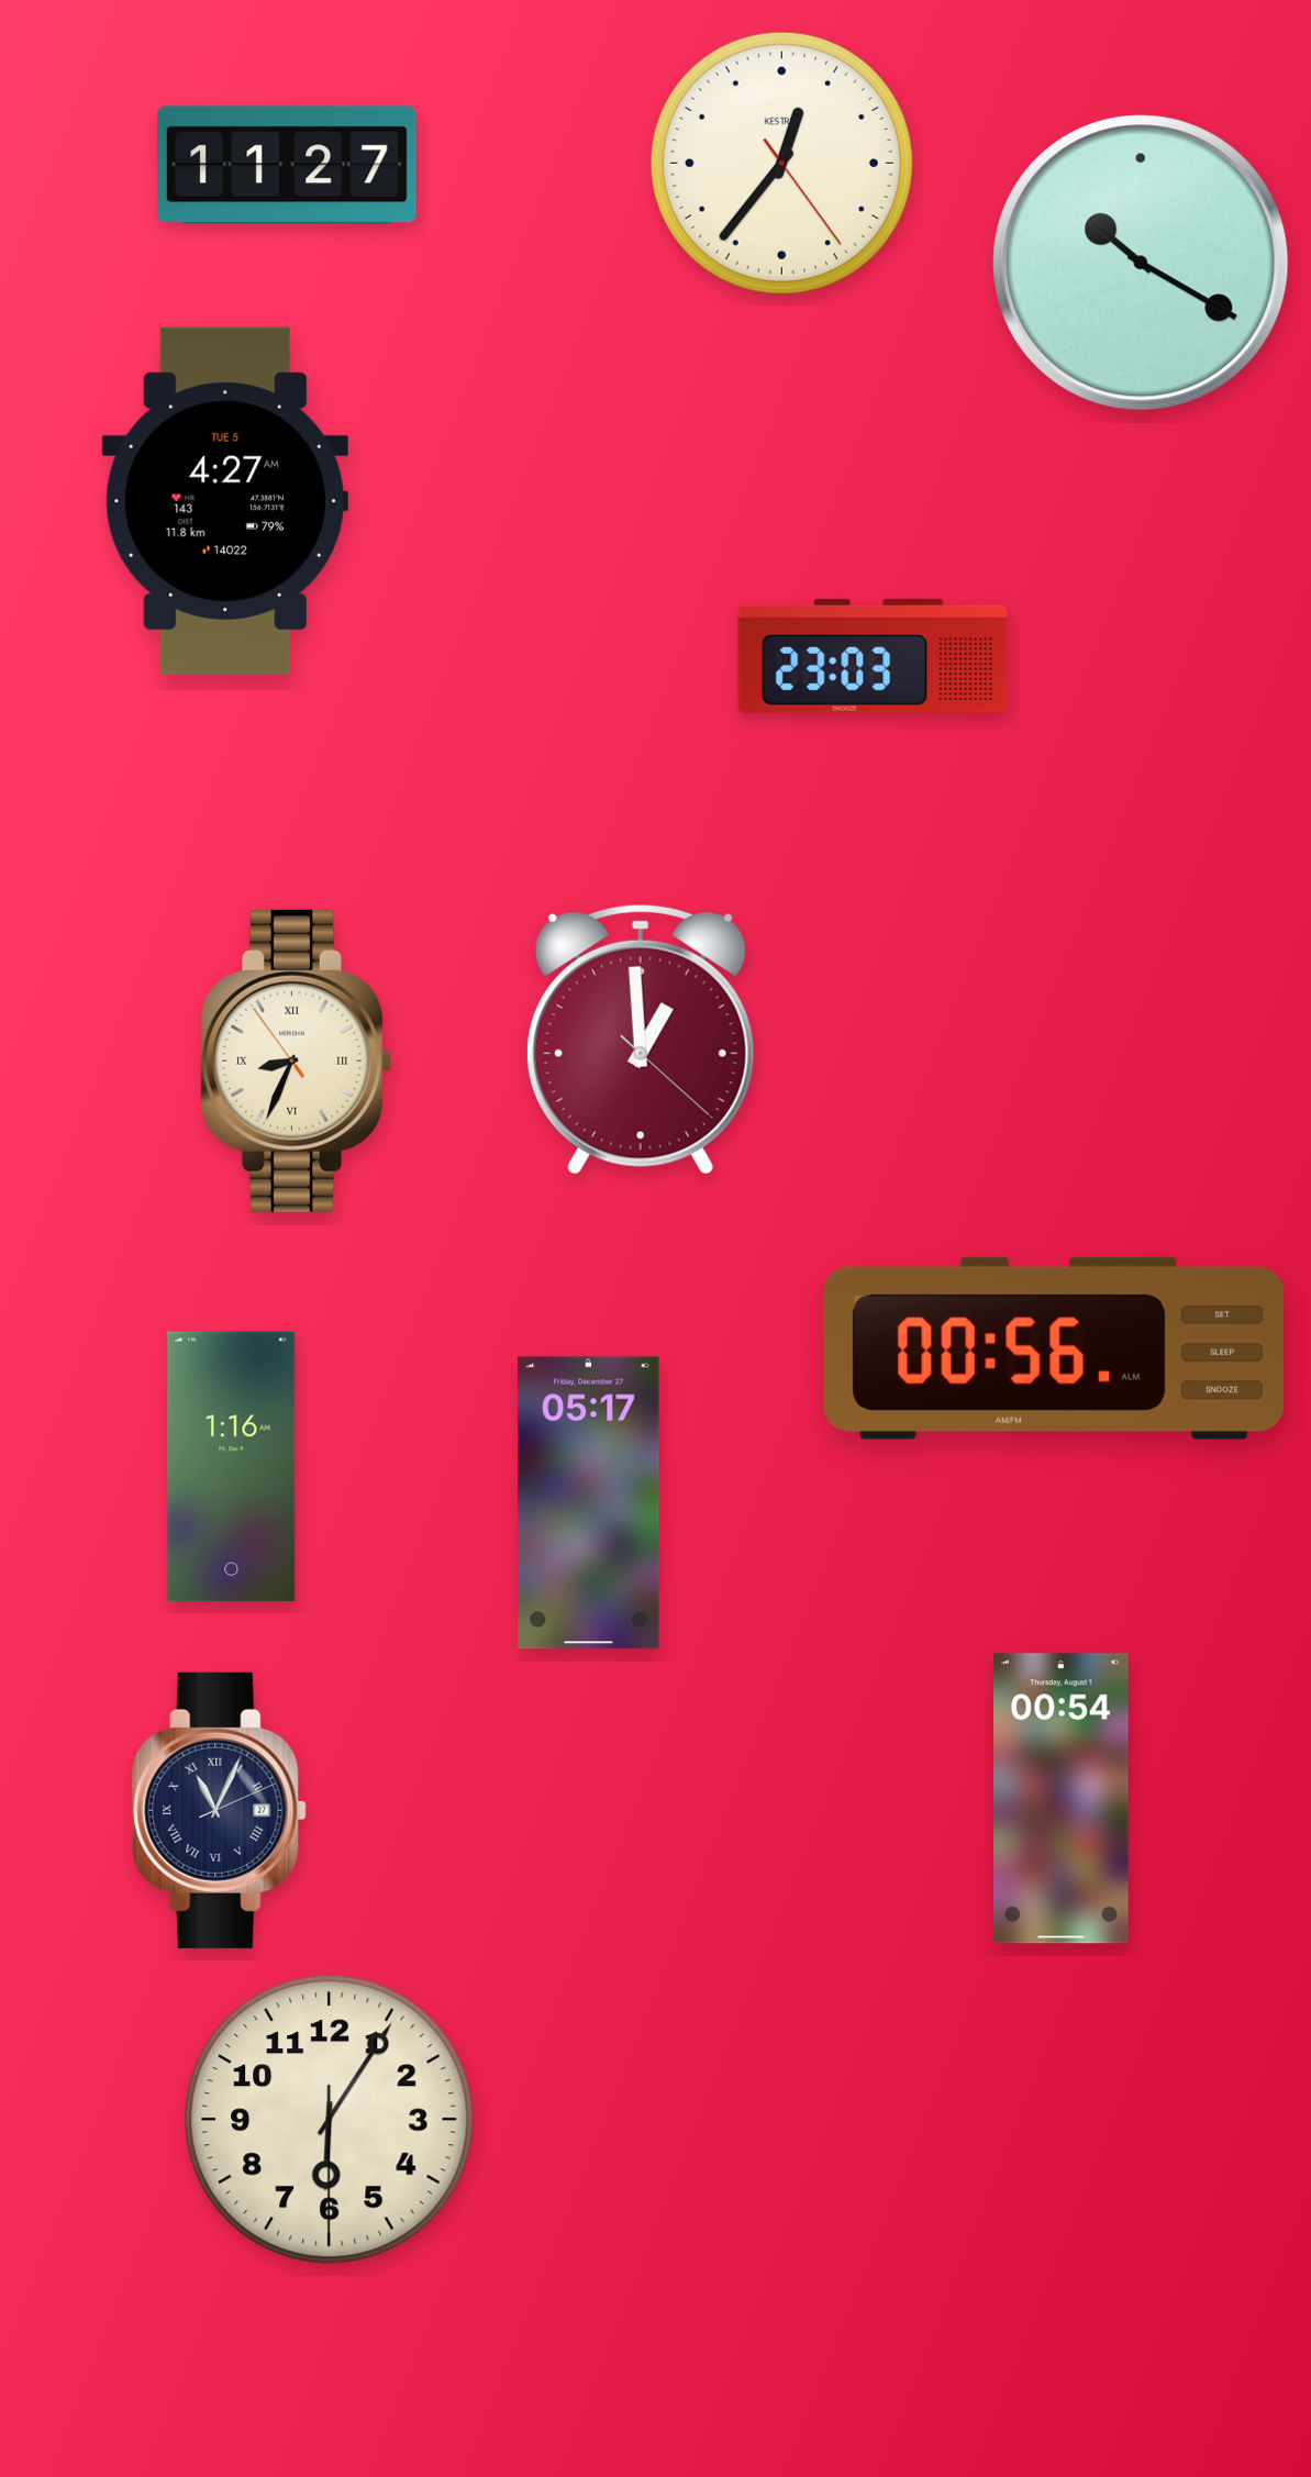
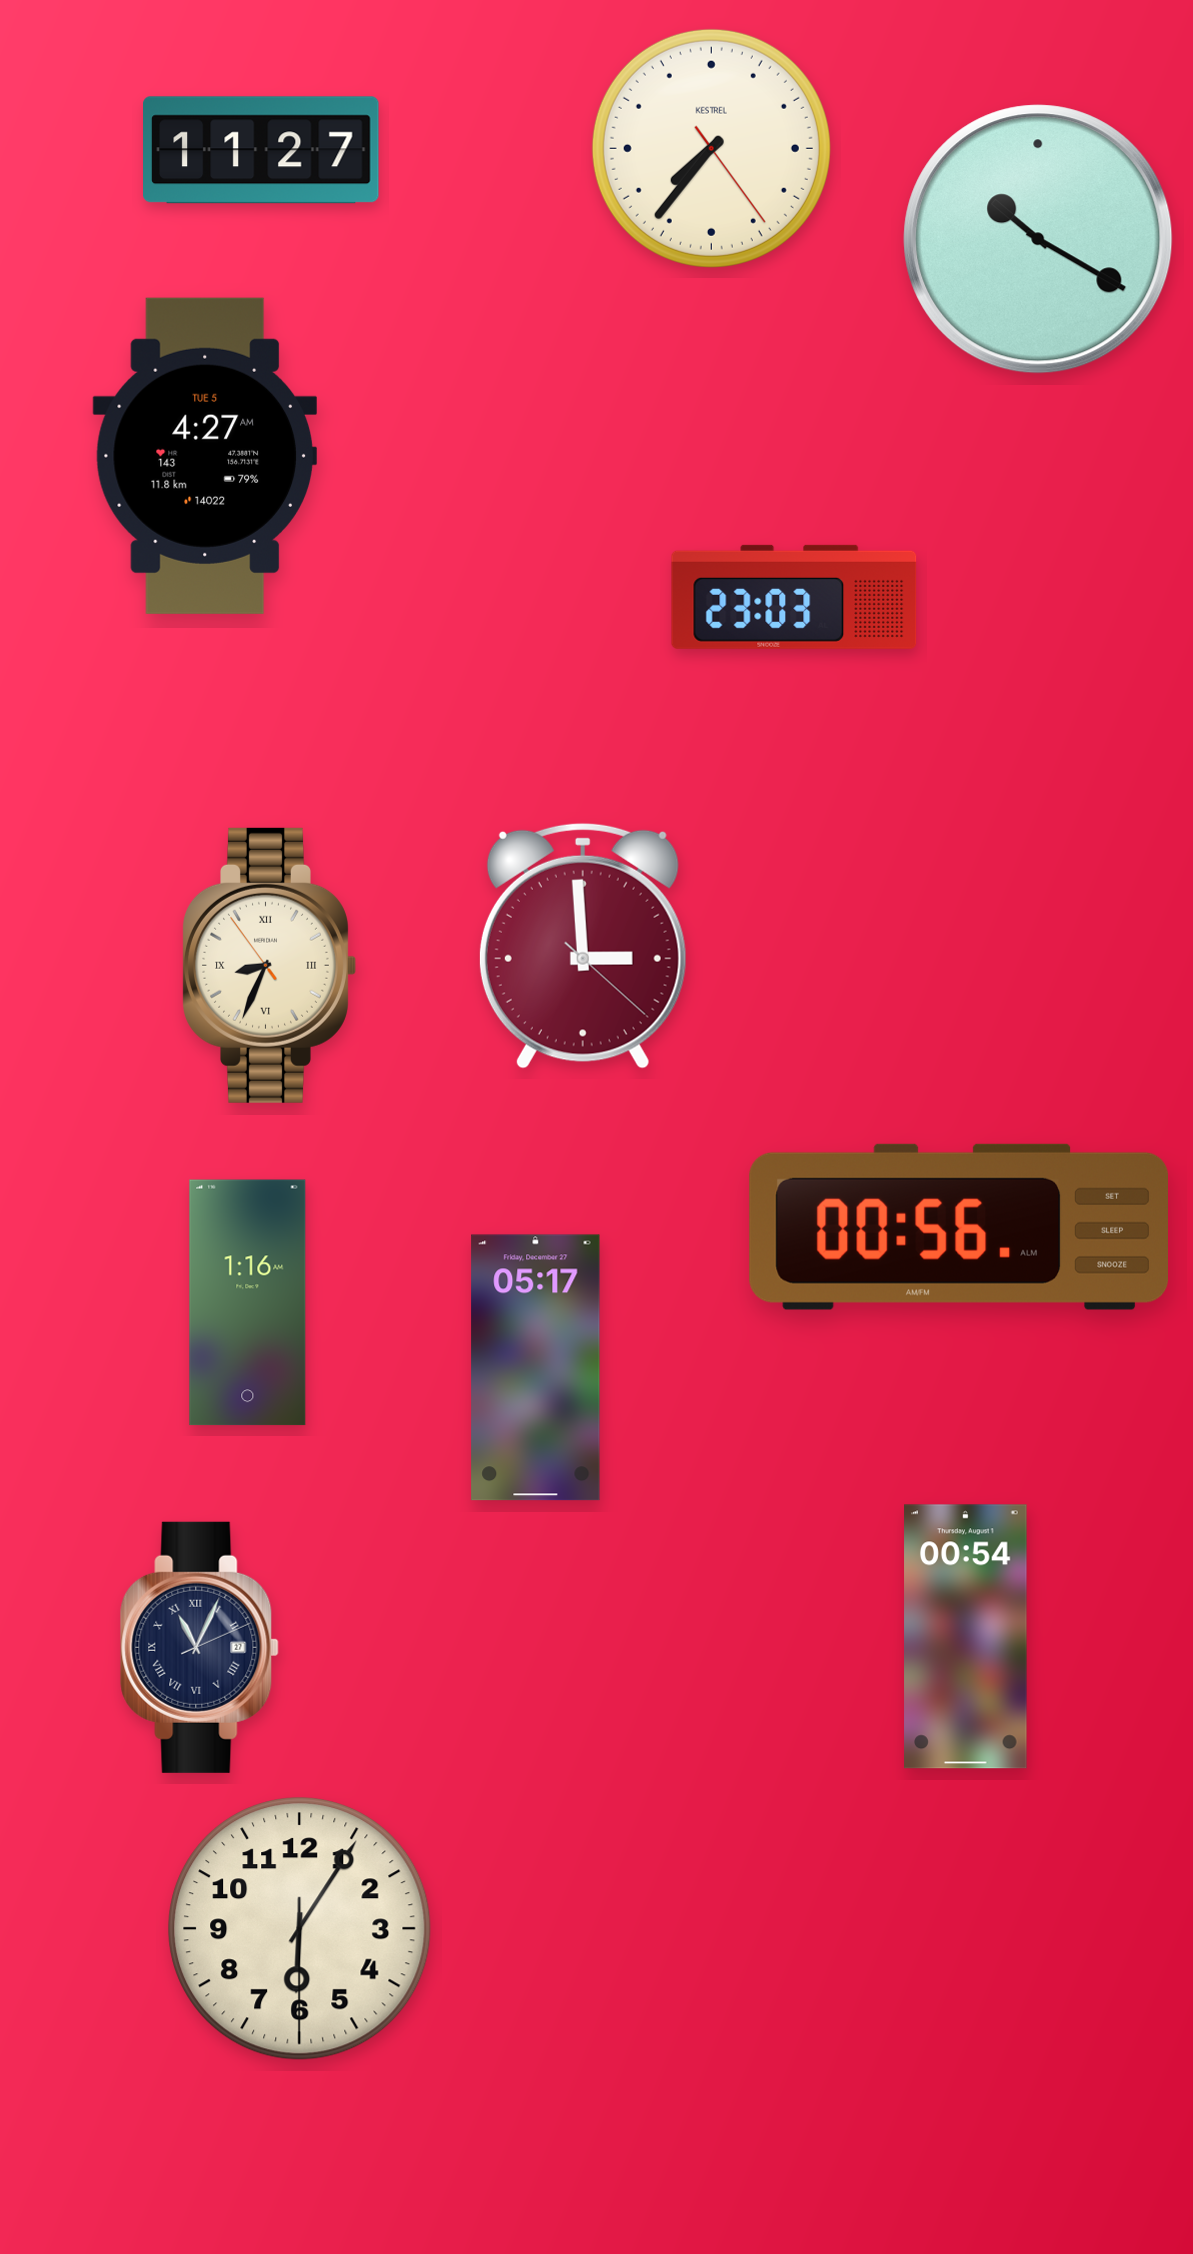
clock at (781, 163): 12:36 -> 7:36
clock at (641, 1040): 12:59 -> 2:59
clock at (232, 1467) position: (232, 1467) -> (248, 1303)
